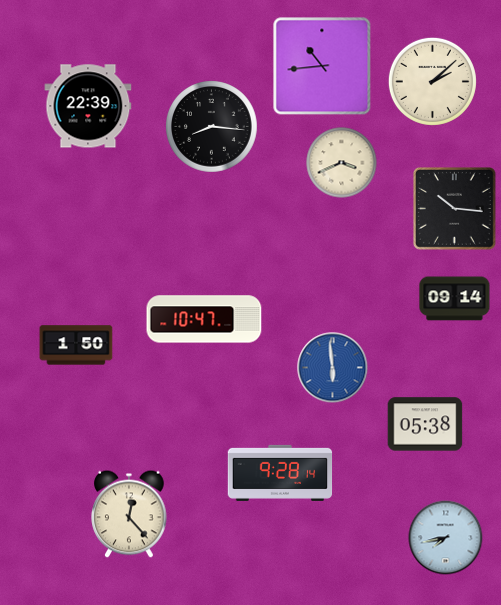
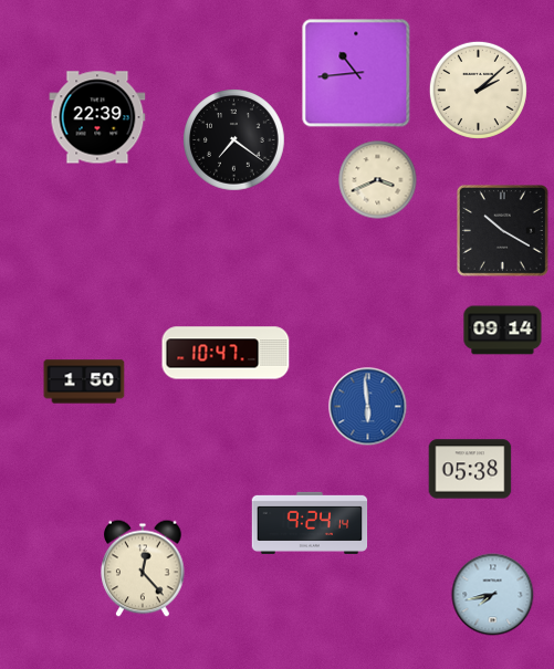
clock at (212, 127): 8:16 -> 7:21
clock at (455, 209): 10:16 -> 10:20
clock at (280, 473): 9:28 -> 9:24
